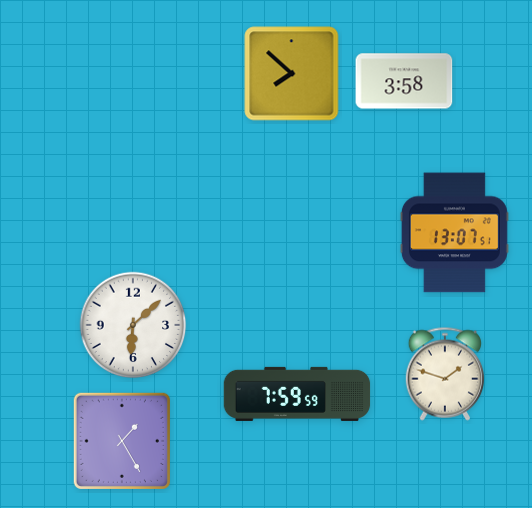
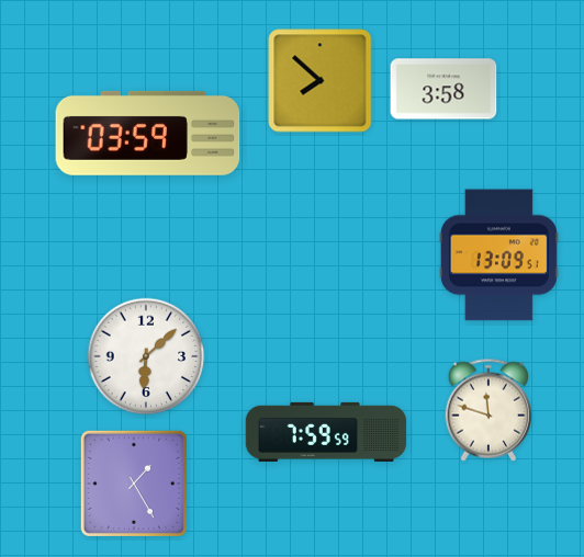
clock at (148, 133): none -> 03:59
clock at (454, 233): 13:07 -> 13:09
clock at (444, 374): 1:48 -> 11:48
